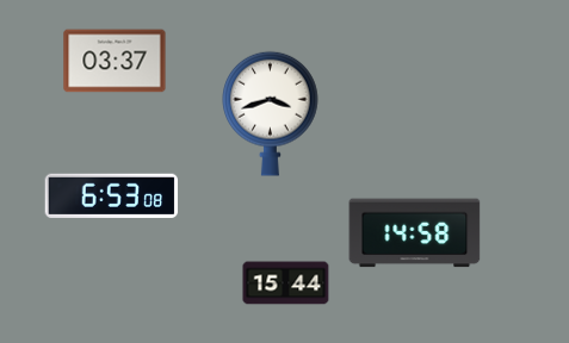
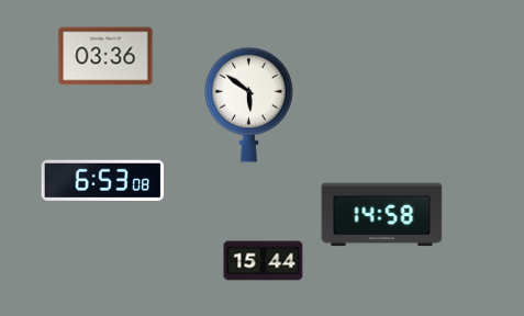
clock at (115, 61): 03:37 -> 03:36
clock at (271, 113): 3:42 -> 5:51
